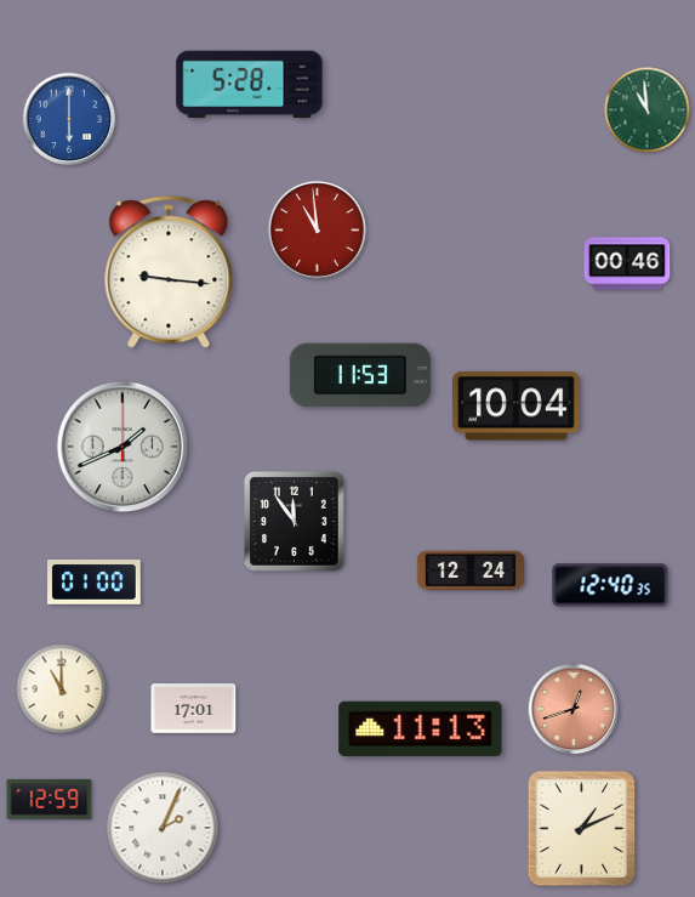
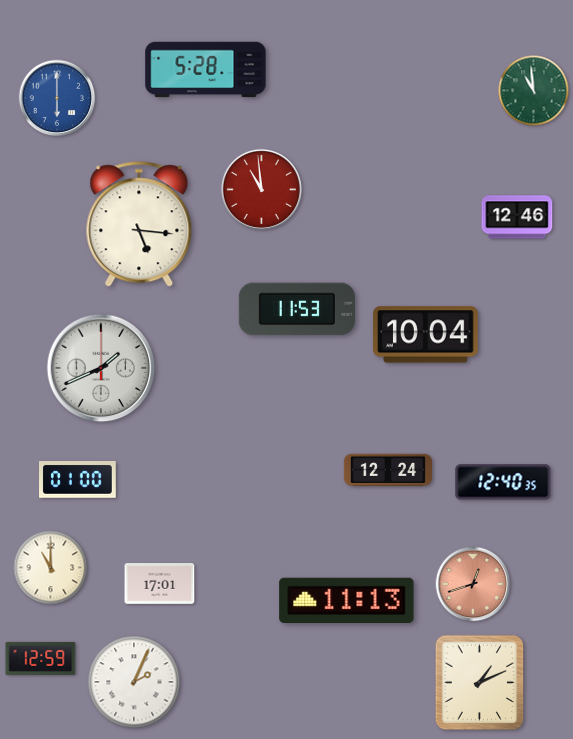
clock at (627, 263): 00:46 -> 12:46
clock at (169, 273): 9:16 -> 5:16
clock at (294, 521): 11:54 -> none
